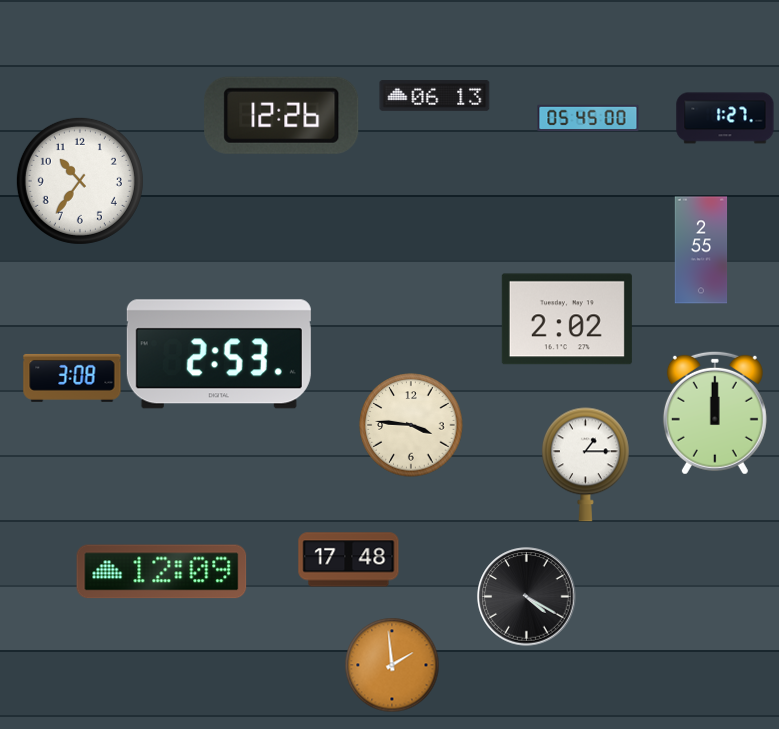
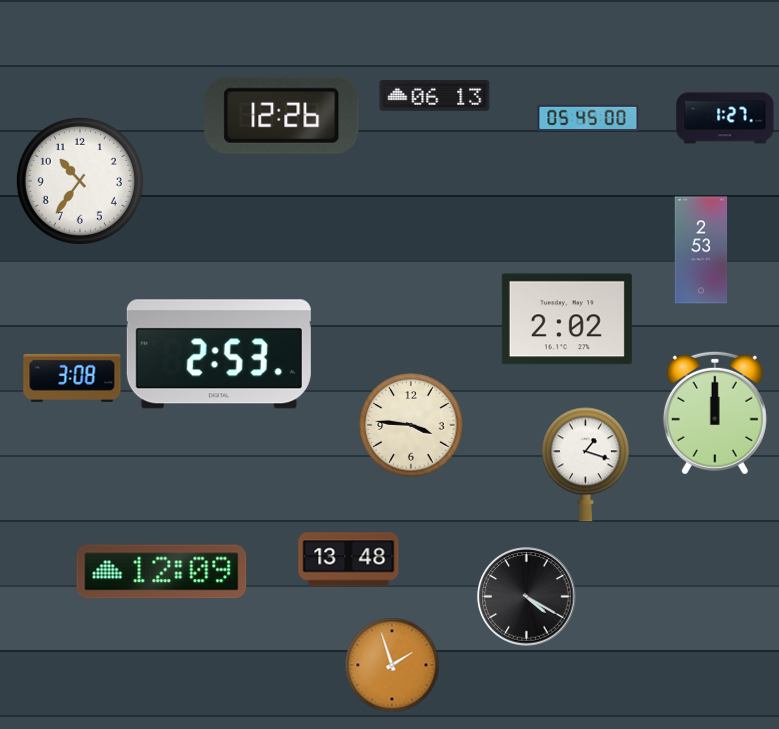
clock at (701, 250): 2:55 -> 2:53
clock at (585, 465): 1:15 -> 1:18
clock at (349, 560): 17:48 -> 13:48
clock at (392, 665): 1:59 -> 1:57
